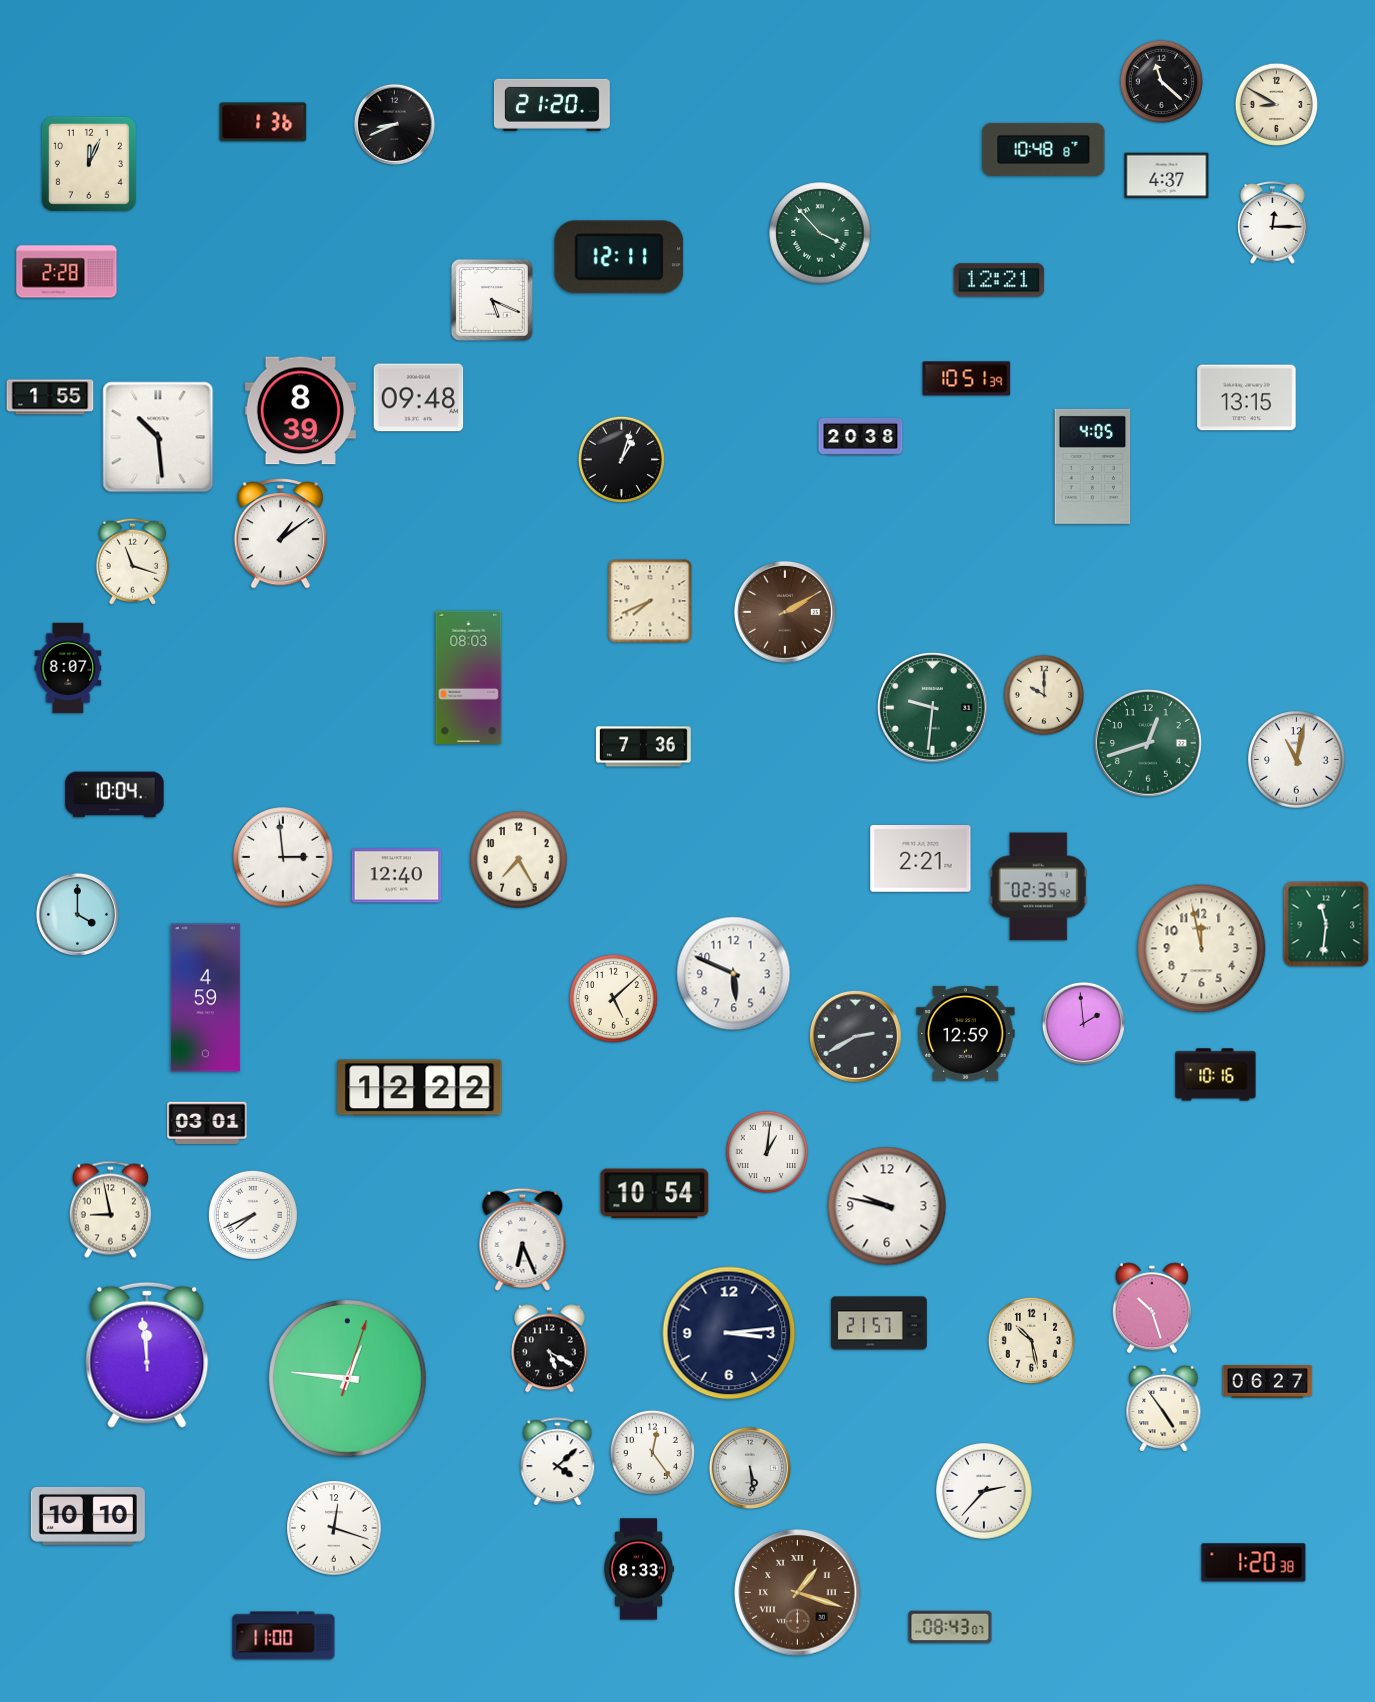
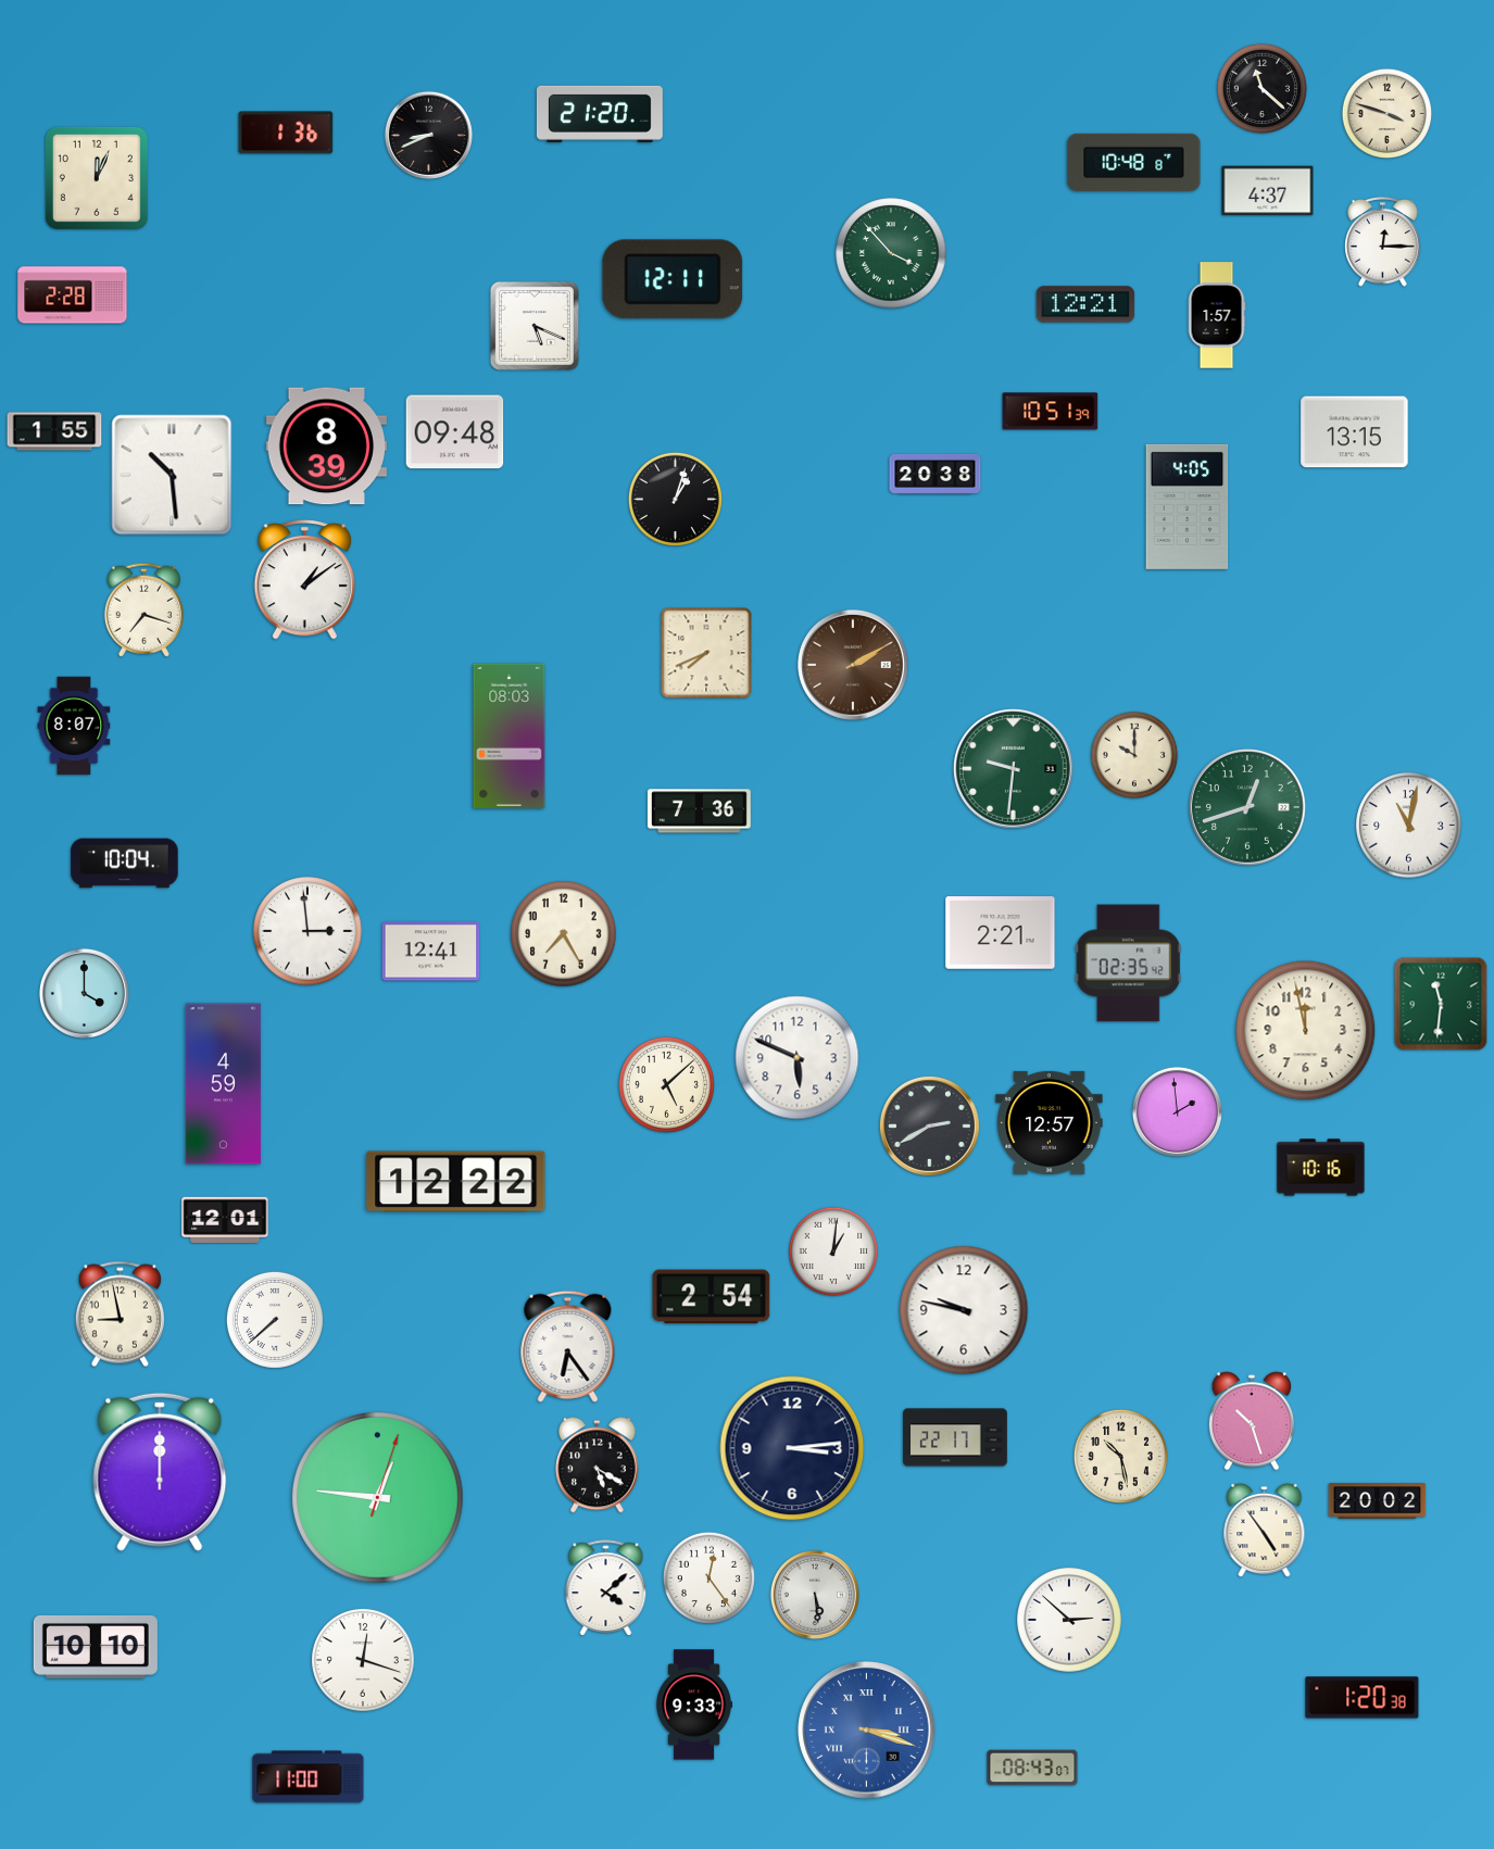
clock at (1277, 105): 8:50 -> 3:48
clock at (1217, 315): none -> 1:57
clock at (132, 561): 11:18 -> 7:18
clock at (397, 876): 12:40 -> 12:41
clock at (966, 1033): 12:59 -> 12:57
clock at (207, 1122): 03:01 -> 12:01
clock at (655, 1194): 10:54 -> 2:54
clock at (253, 1215): 7:41 -> 7:38
clock at (523, 1239): 6:26 -> 6:24
clock at (879, 1323): 21:57 -> 22:17
clock at (147, 1355): 11:59 -> 12:00
clock at (1268, 1382): 06:27 -> 20:02
clock at (984, 1491): 2:37 -> 2:52
clock at (640, 1569): 8:33 -> 9:33
clock at (798, 1593): 1:18 -> 3:18
clock at (798, 1593) dial: brown -> blue
